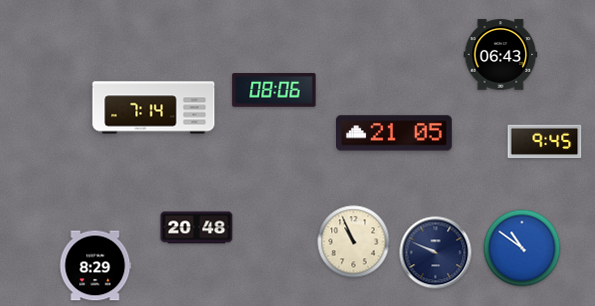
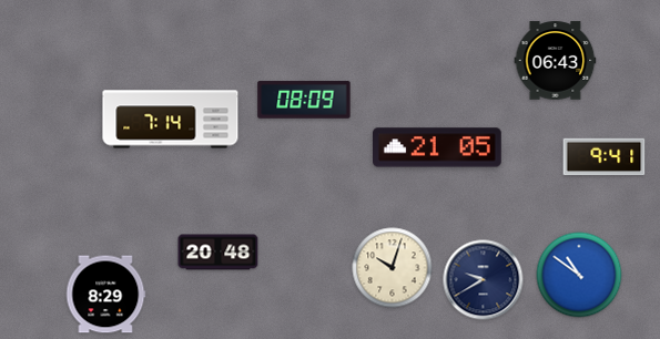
clock at (274, 90): 08:06 -> 08:09
clock at (545, 142): 9:45 -> 9:41
clock at (354, 242): 10:56 -> 10:03
clock at (436, 253): 9:49 -> 9:40
